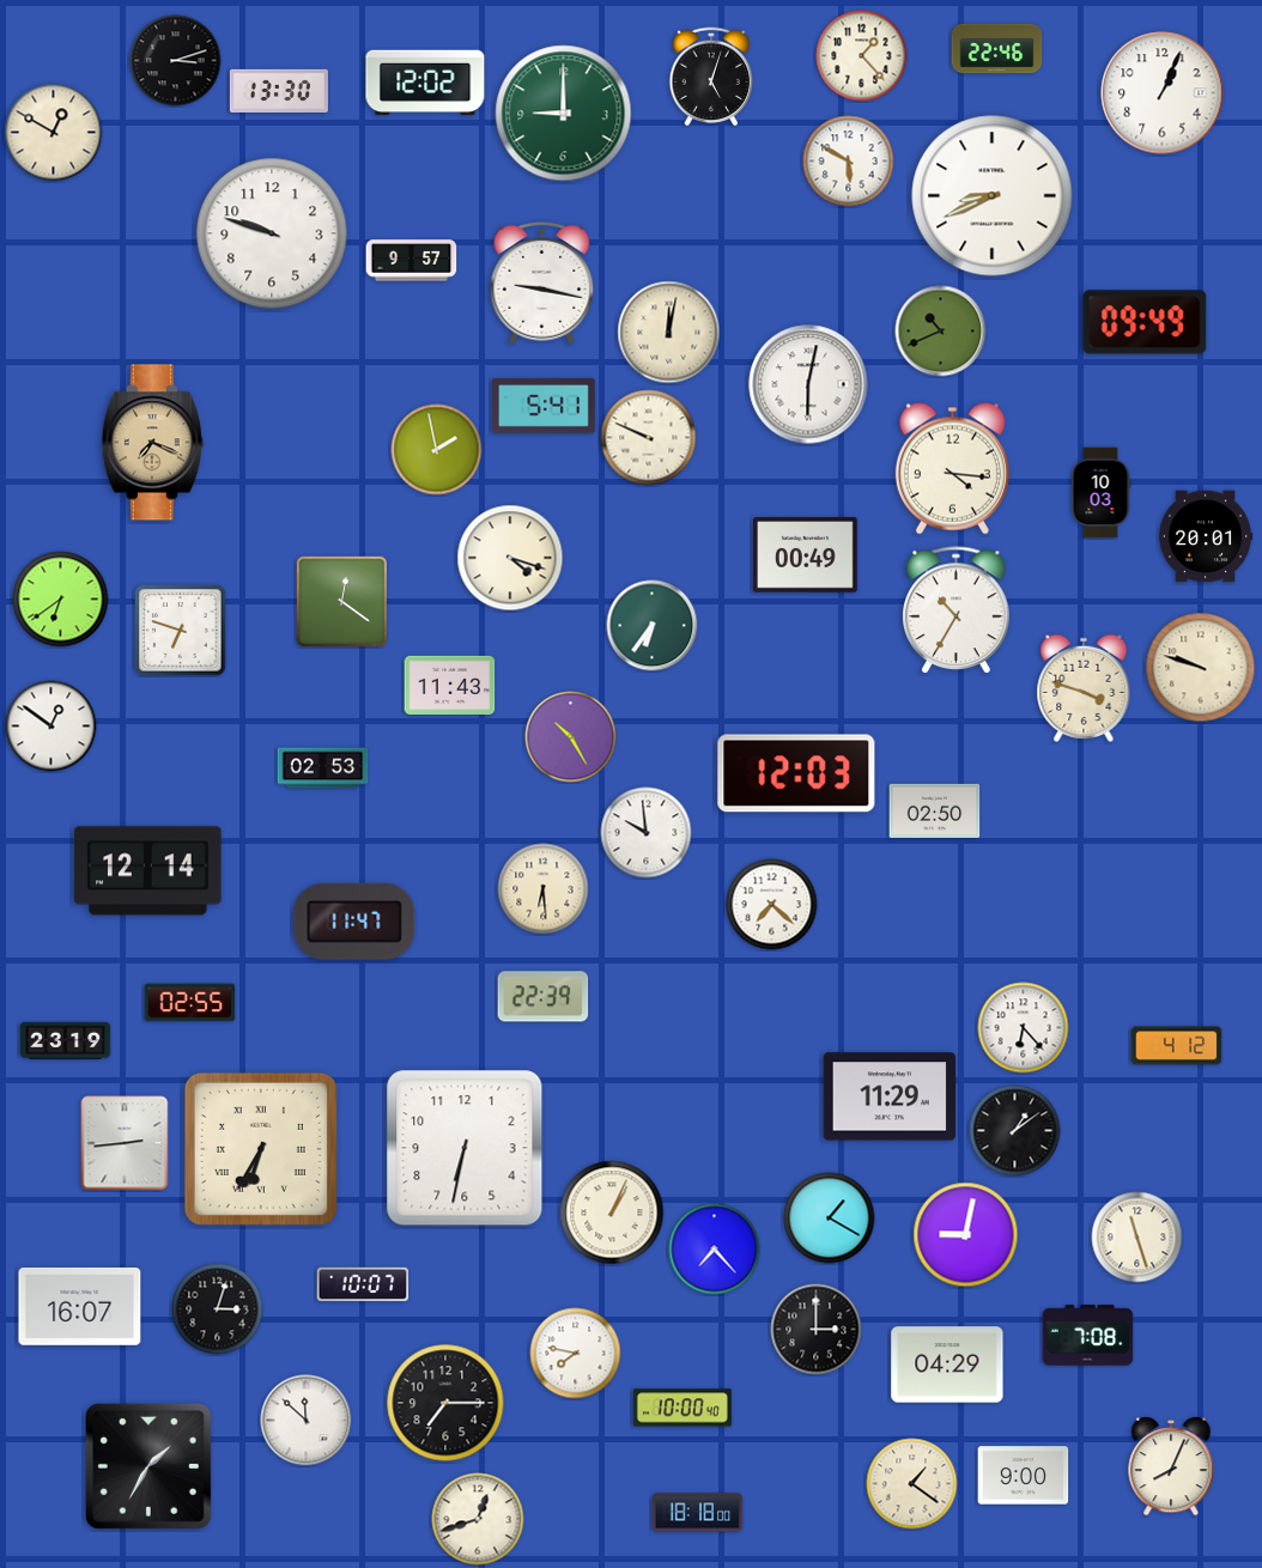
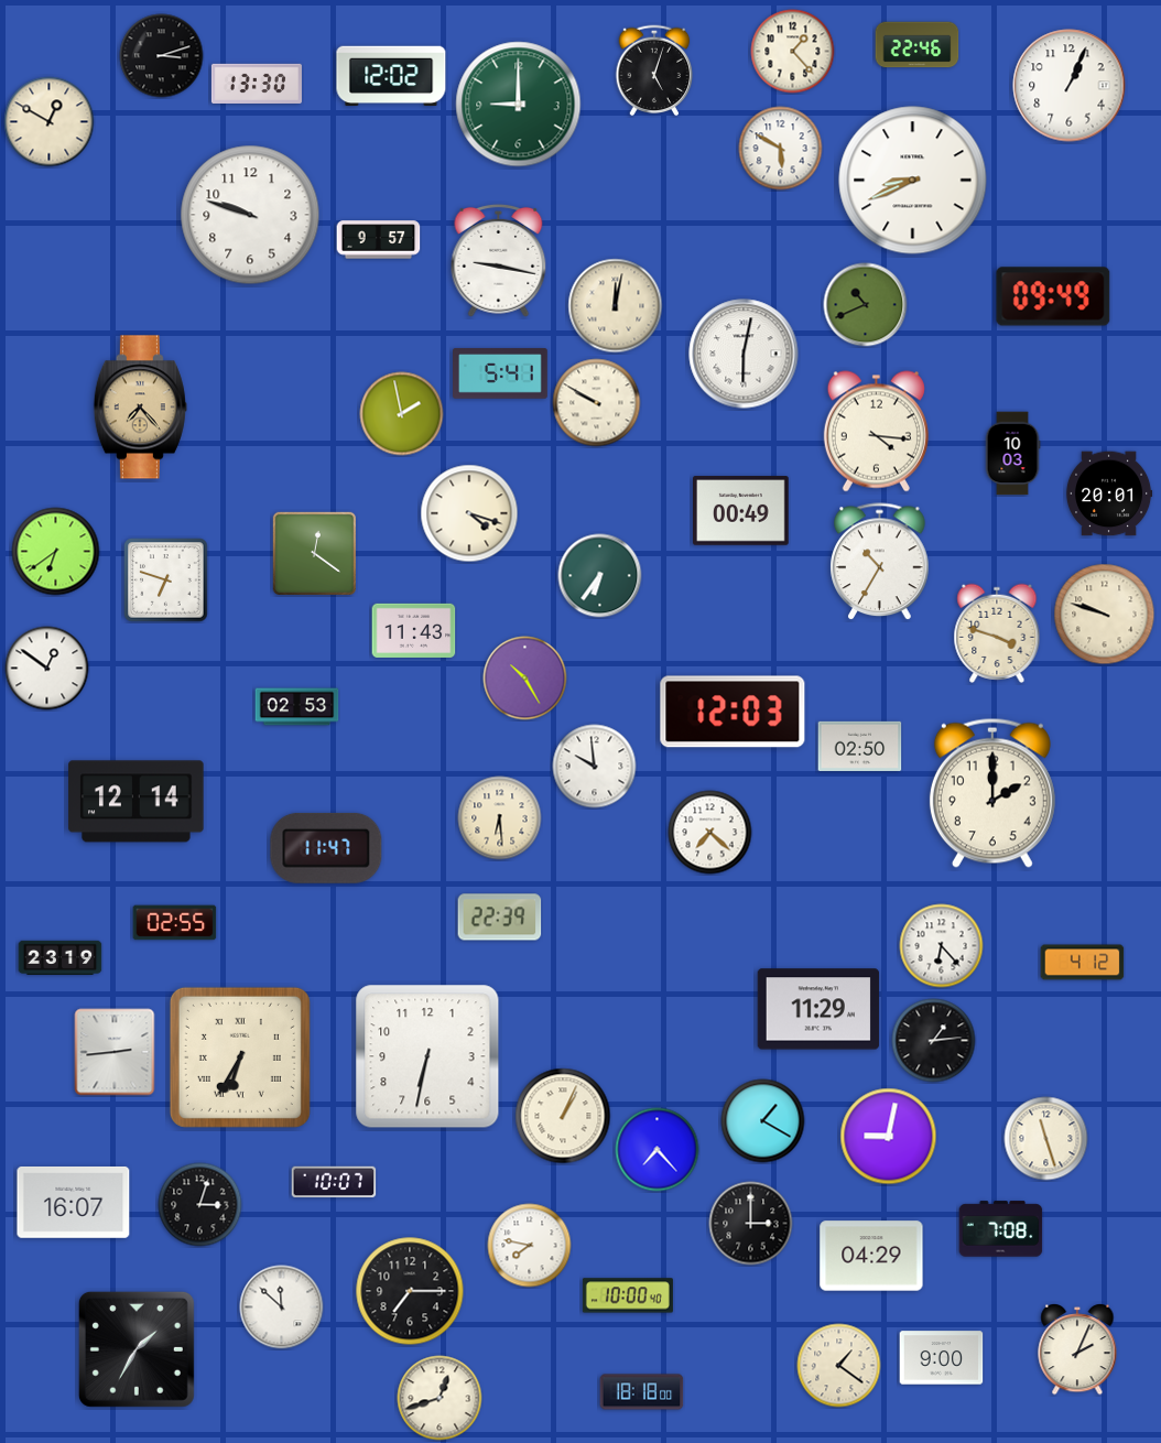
clock at (649, 438): 9:49 -> 9:50
clock at (152, 443): 7:19 -> 7:23
clock at (992, 793): none -> 2:00
clock at (1015, 1131): 1:09 -> 1:14
clock at (1171, 1467): 8:04 -> 2:04
